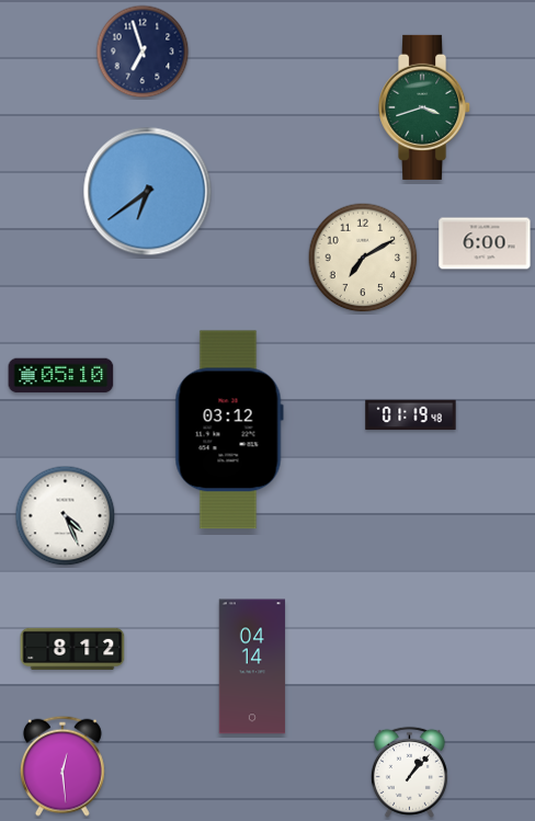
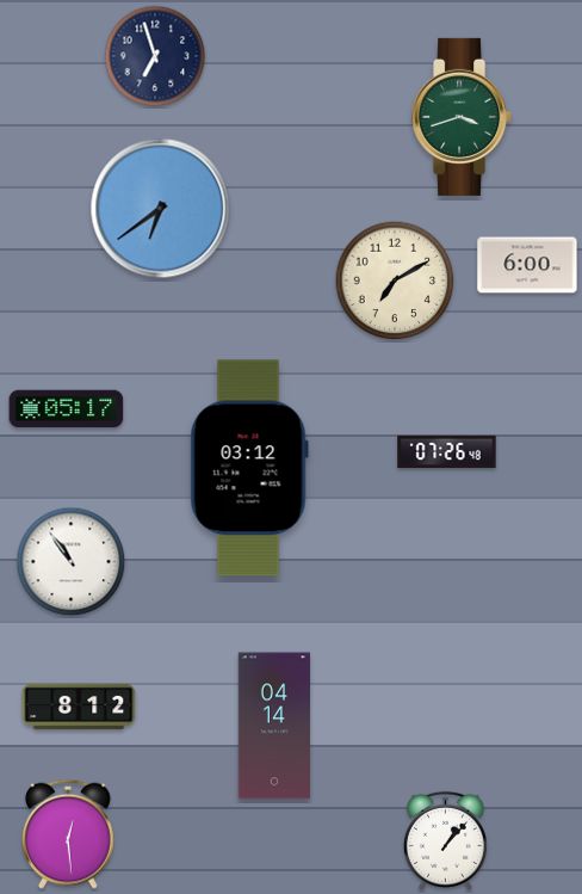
clock at (61, 376): 05:10 -> 05:17
clock at (411, 415): 01:19 -> 07:26
clock at (66, 516): 4:26 -> 10:54
